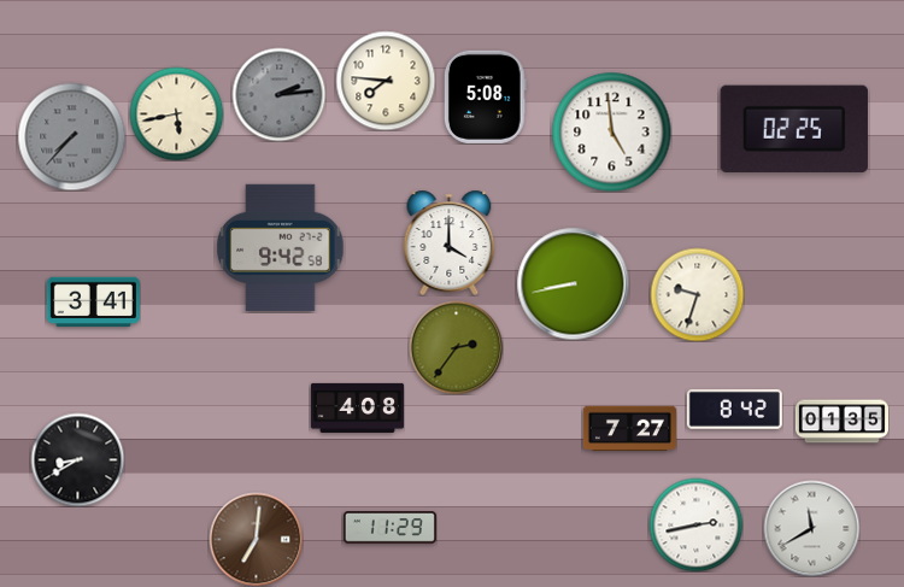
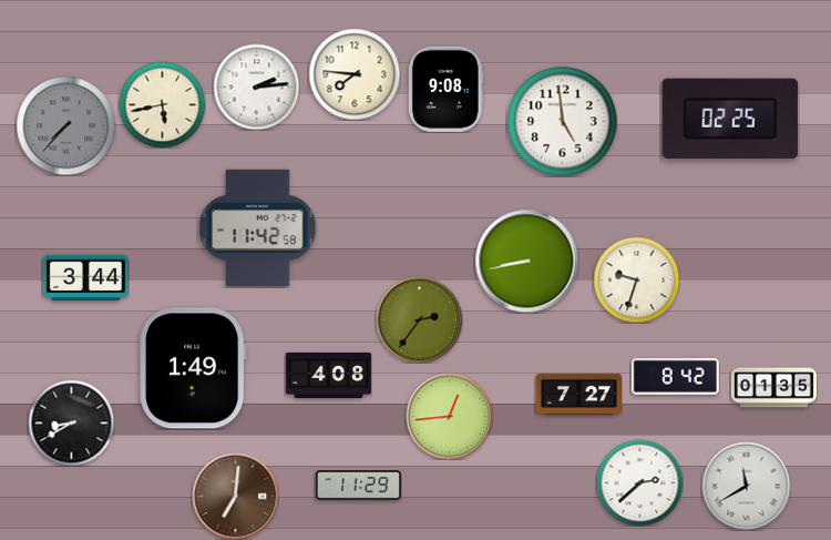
clock at (278, 94) dial: grey -> white
clock at (485, 96): 5:08 -> 9:08
clock at (450, 242): 4:00 -> none
clock at (281, 247): 9:42 -> 11:42
clock at (697, 294) position: (697, 294) -> (636, 279)
clock at (93, 303): 3:41 -> 3:44
clock at (193, 368): none -> 1:49
clock at (449, 416): none -> 12:44
clock at (695, 524): 2:43 -> 2:38
